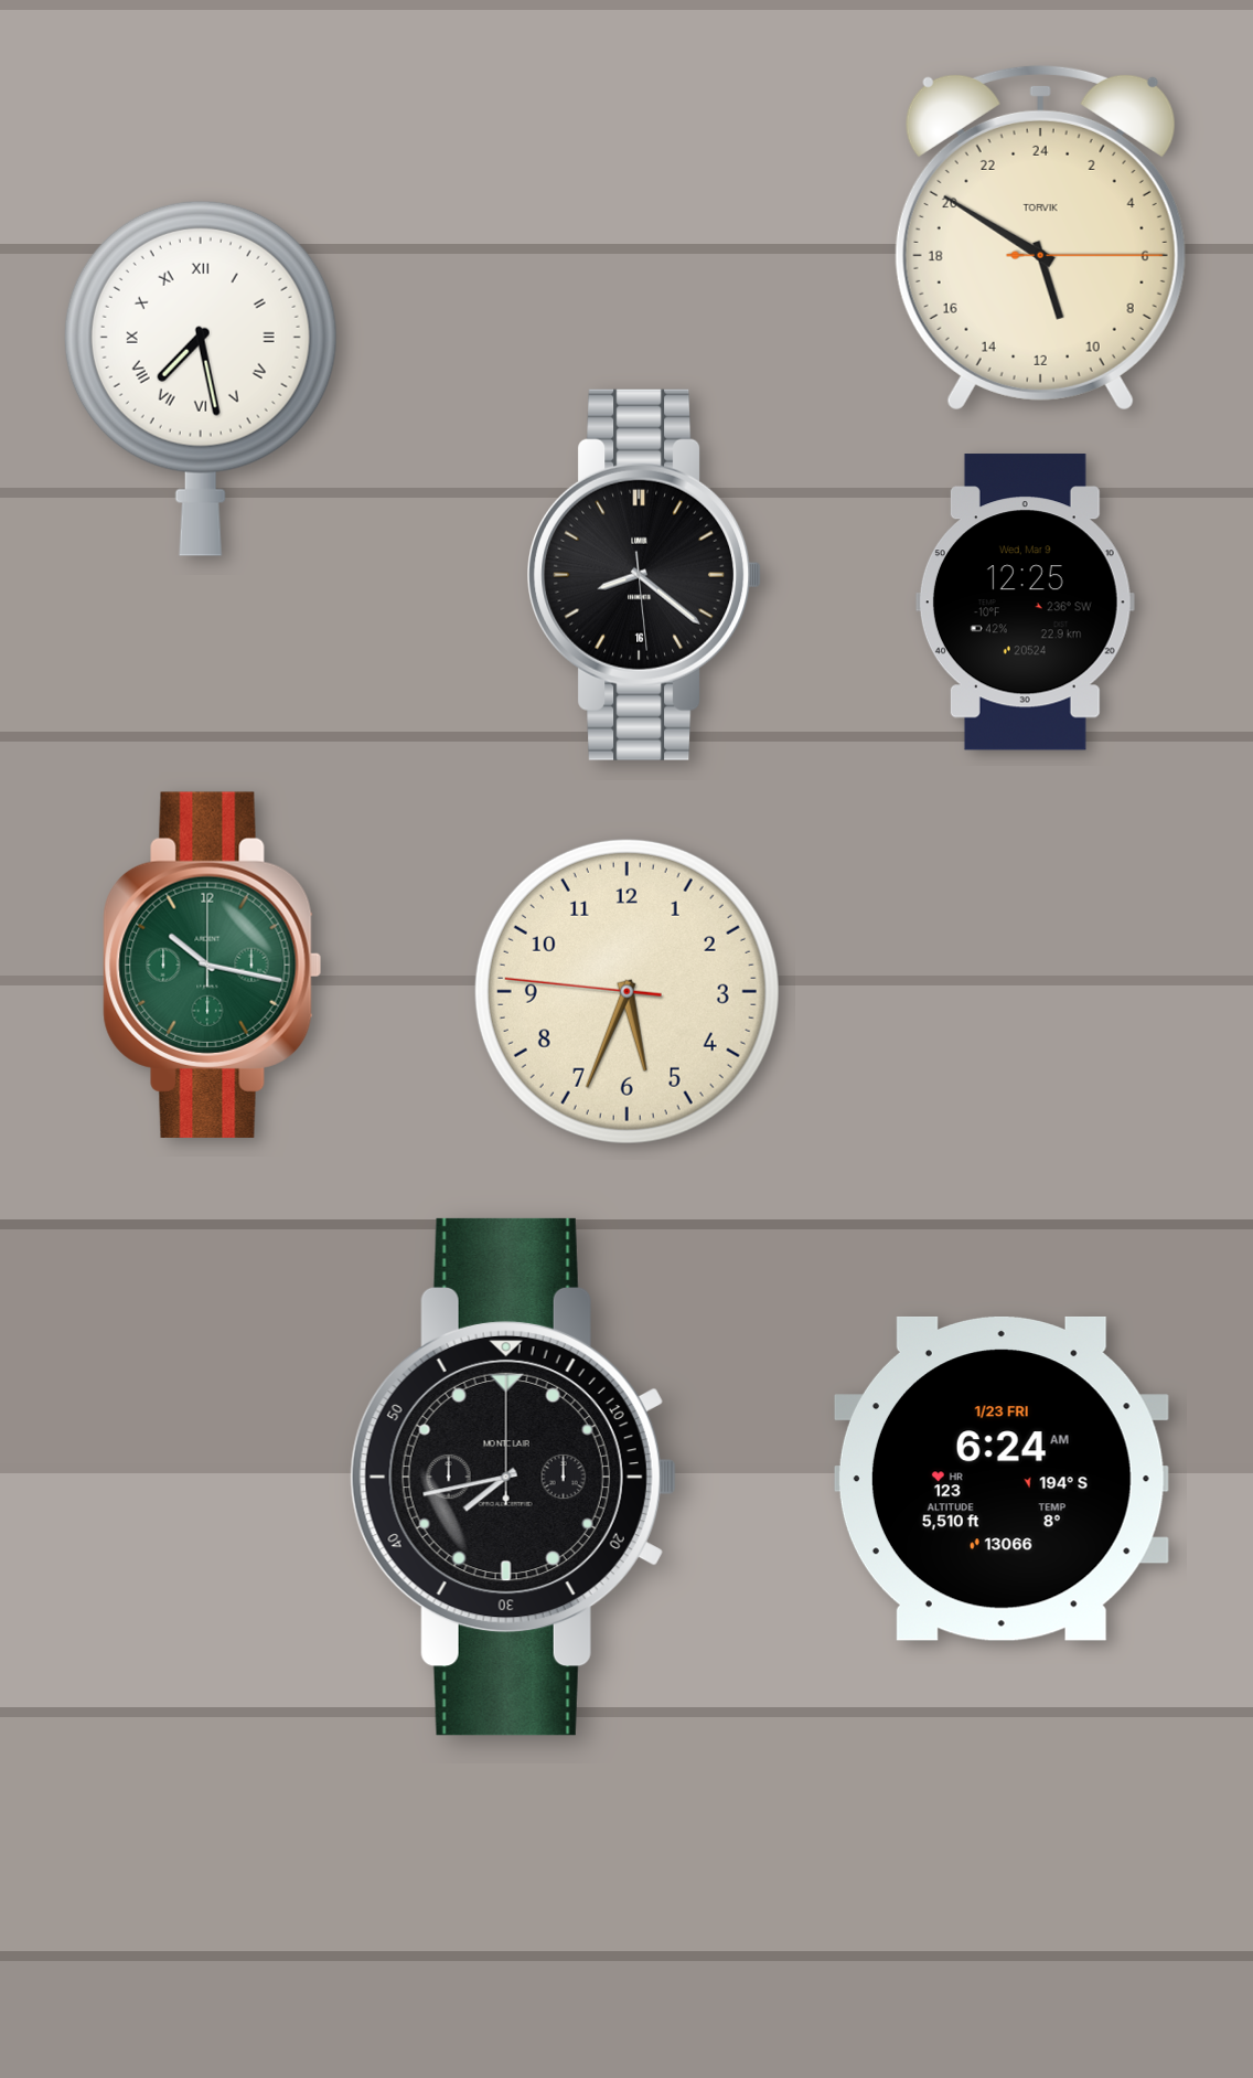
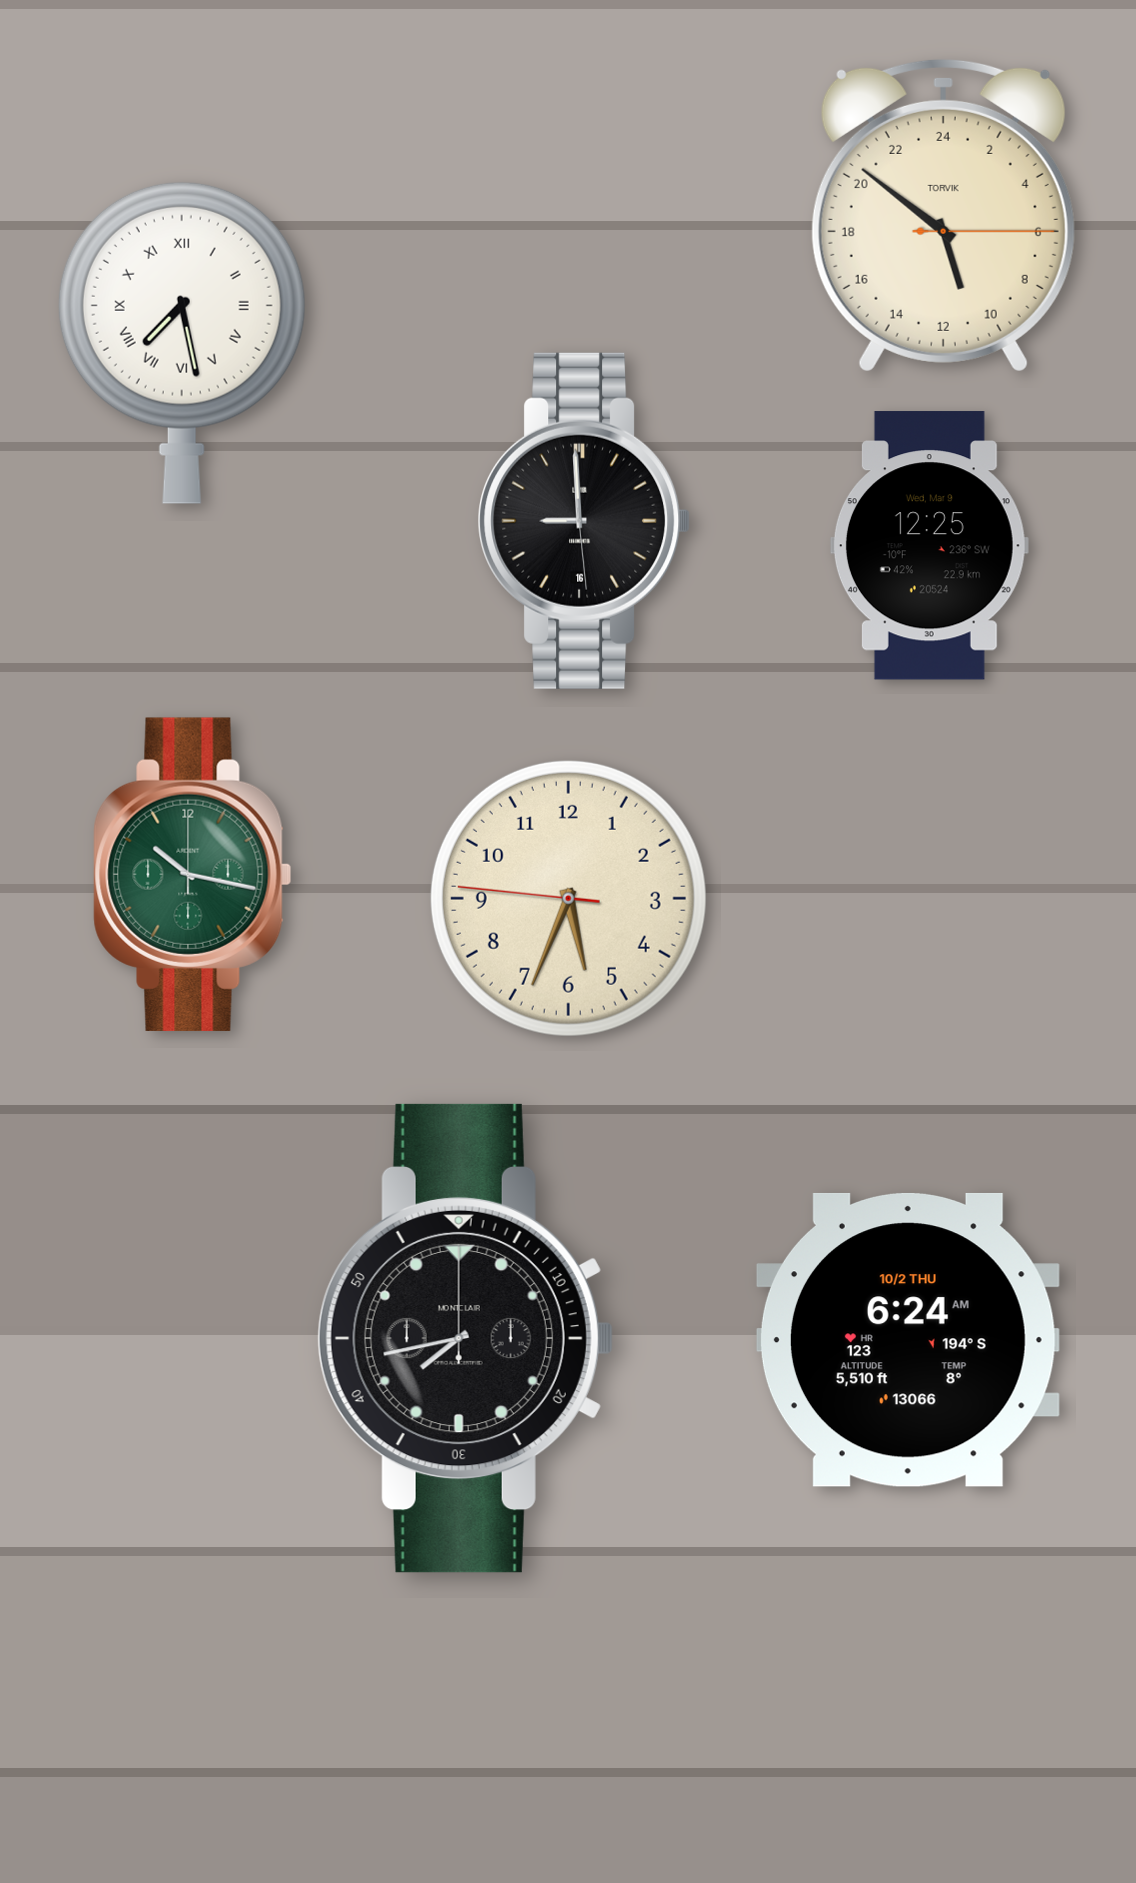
clock at (1040, 237): 10:50 -> 10:51
clock at (644, 575): 8:21 -> 8:59
clock at (1002, 1479) date: 1/23 FRI -> 10/2 THU
